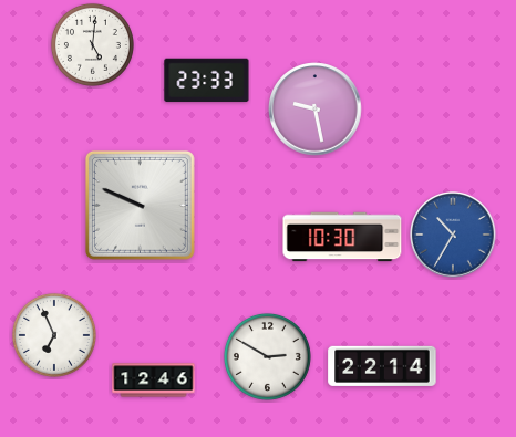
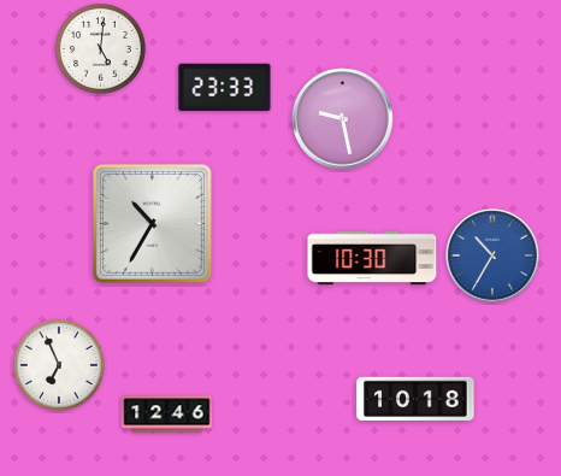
clock at (140, 205): 9:49 -> 10:35
clock at (267, 356): 2:50 -> none
clock at (382, 365): 22:14 -> 10:18
